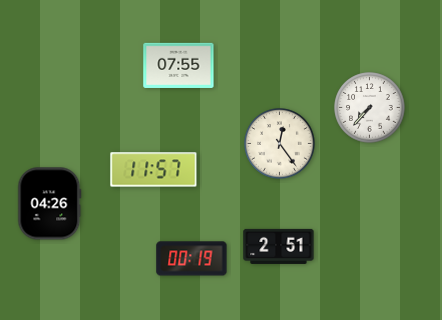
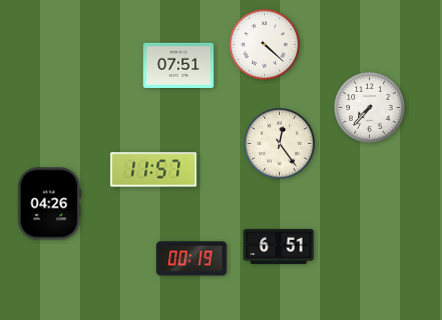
clock at (265, 45): none -> 4:22
clock at (179, 65): 07:55 -> 07:51
clock at (279, 246): 2:51 -> 6:51
